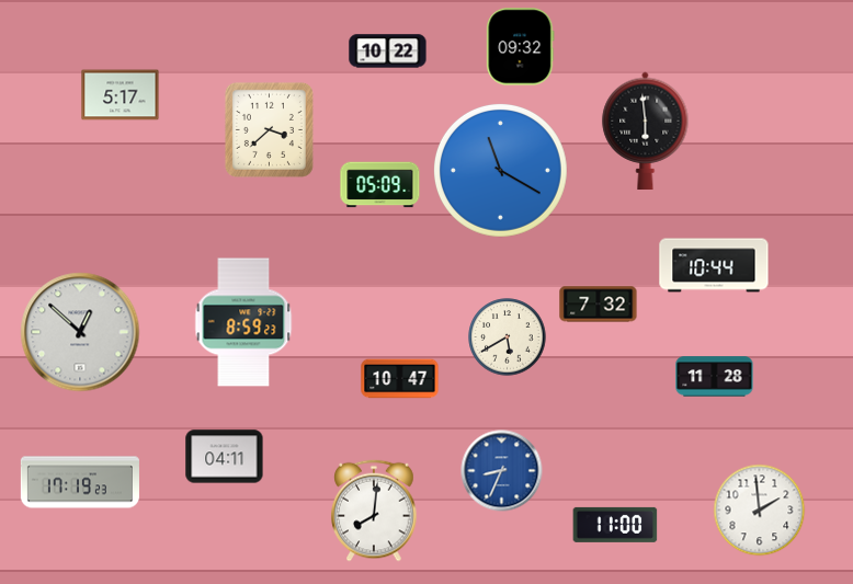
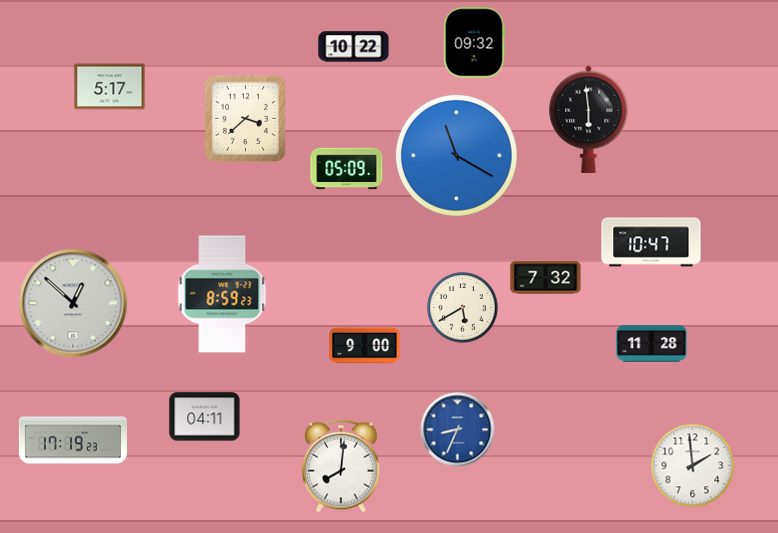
clock at (714, 265): 10:44 -> 10:47
clock at (400, 379): 10:47 -> 9:00
clock at (615, 525): 11:00 -> none
